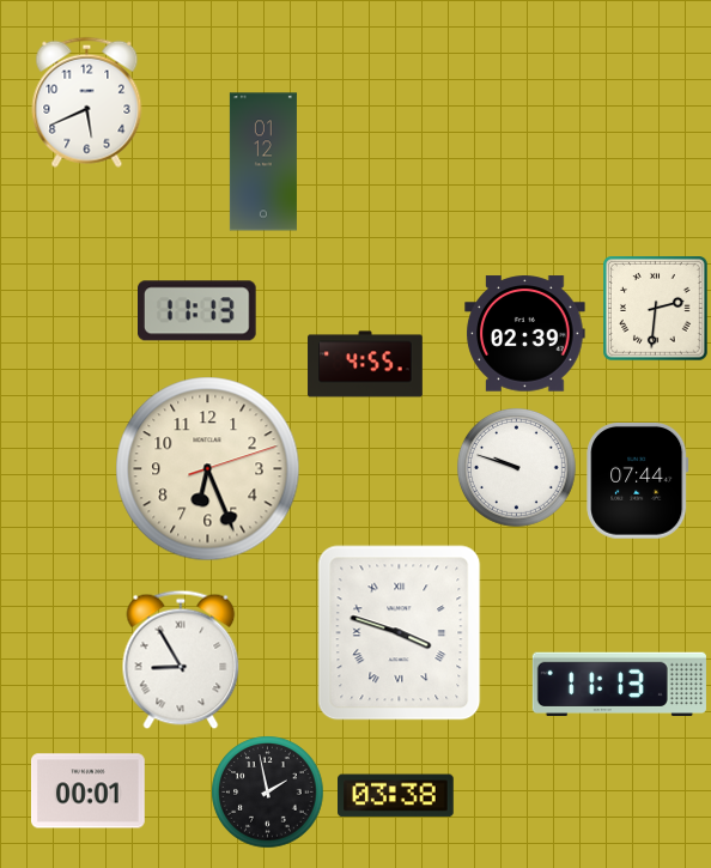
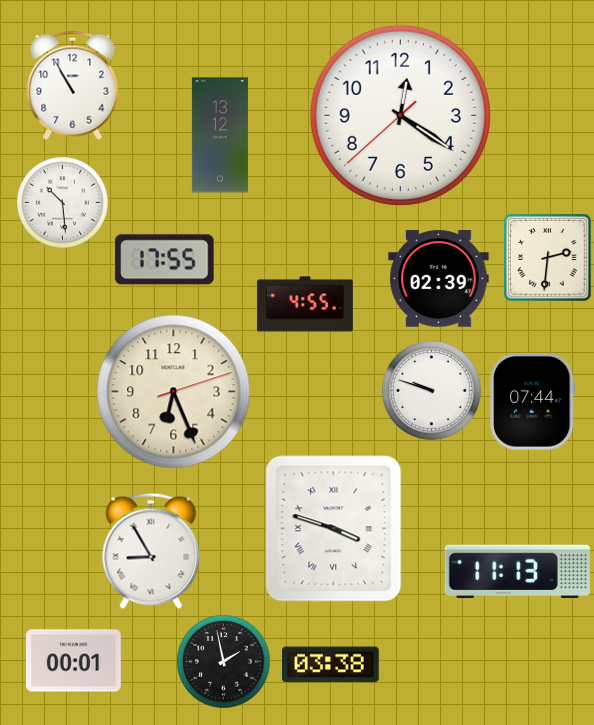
clock at (87, 102): 5:41 -> 10:55
clock at (400, 115): none -> 12:20
clock at (263, 162): 01:12 -> 13:12
clock at (62, 202): none -> 10:29
clock at (197, 311): 11:13 -> 17:55
